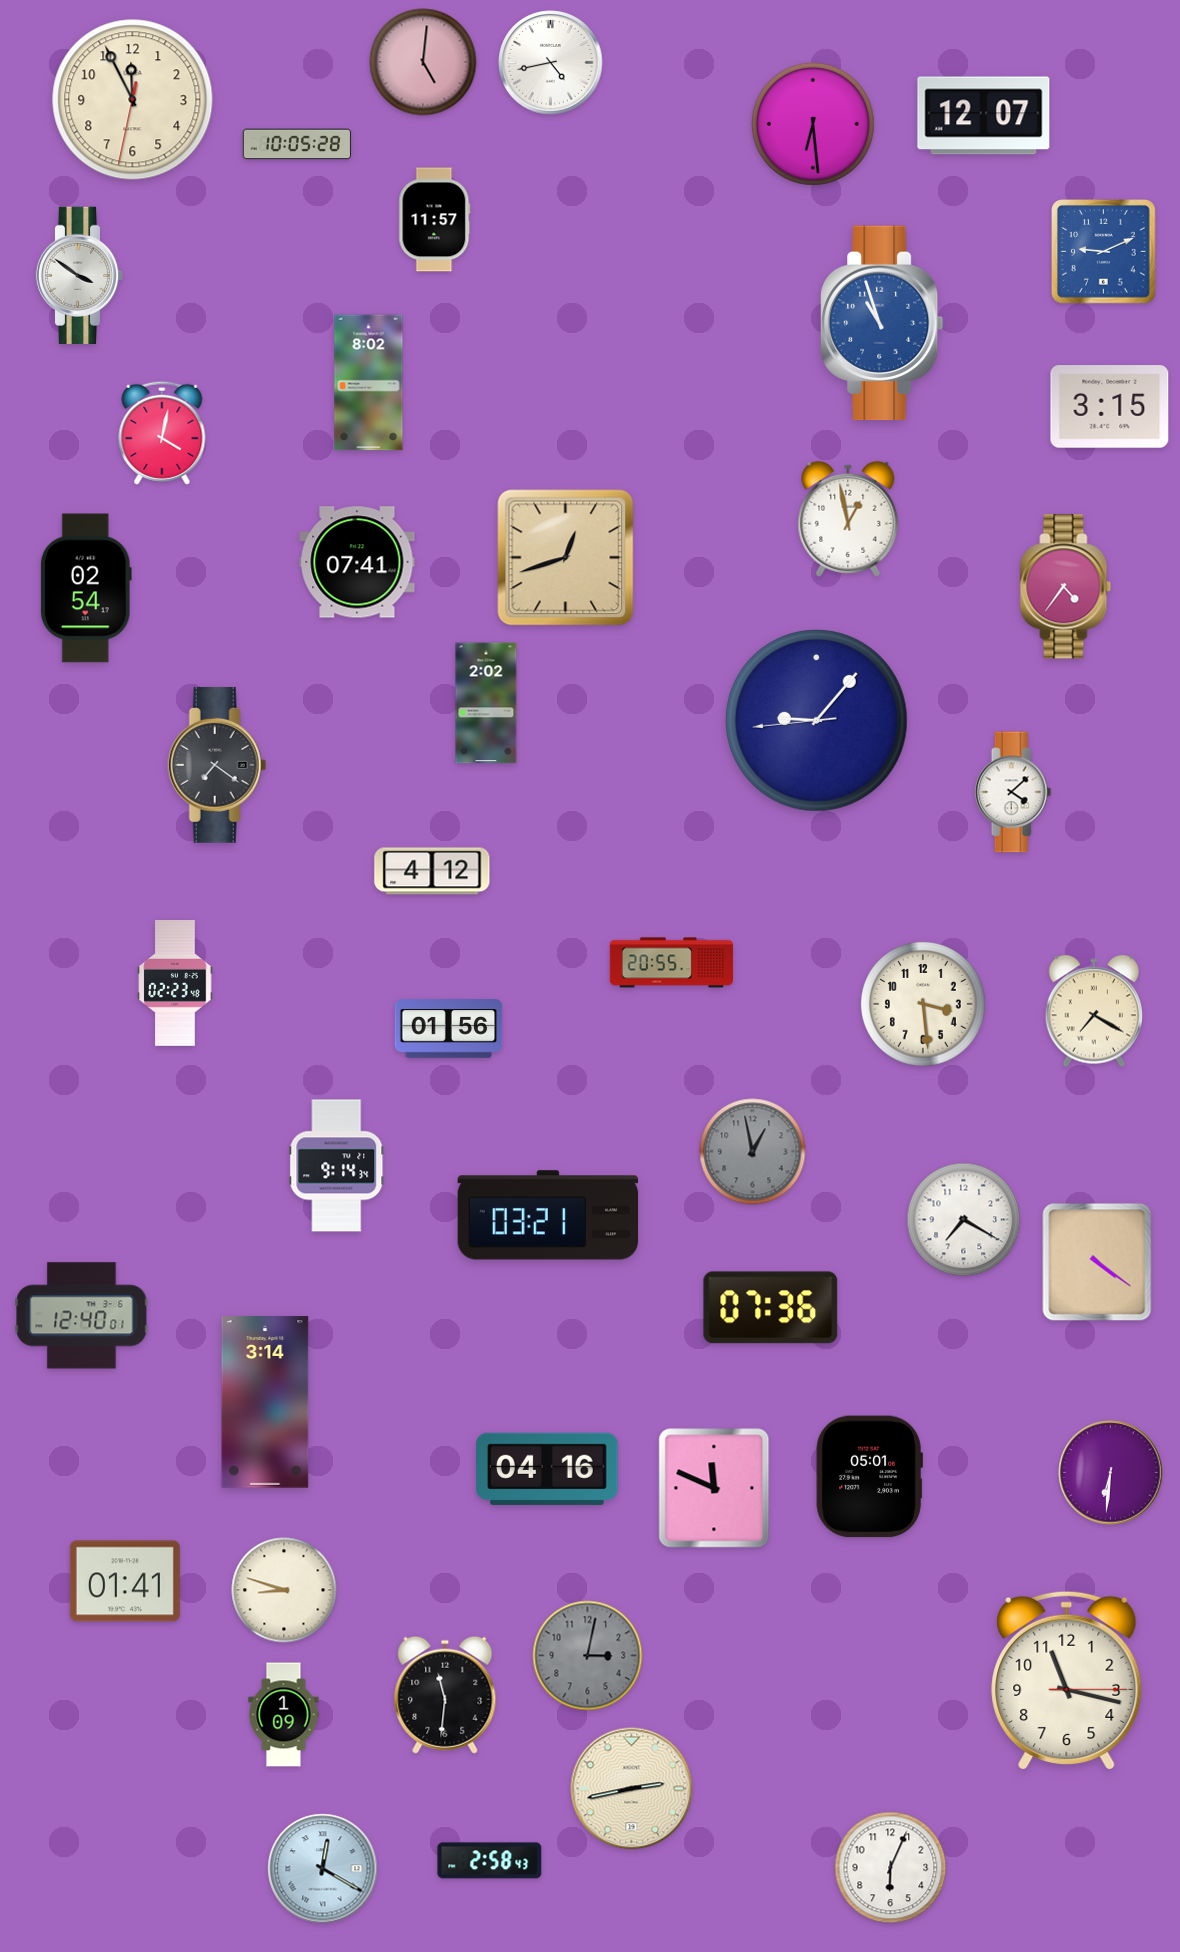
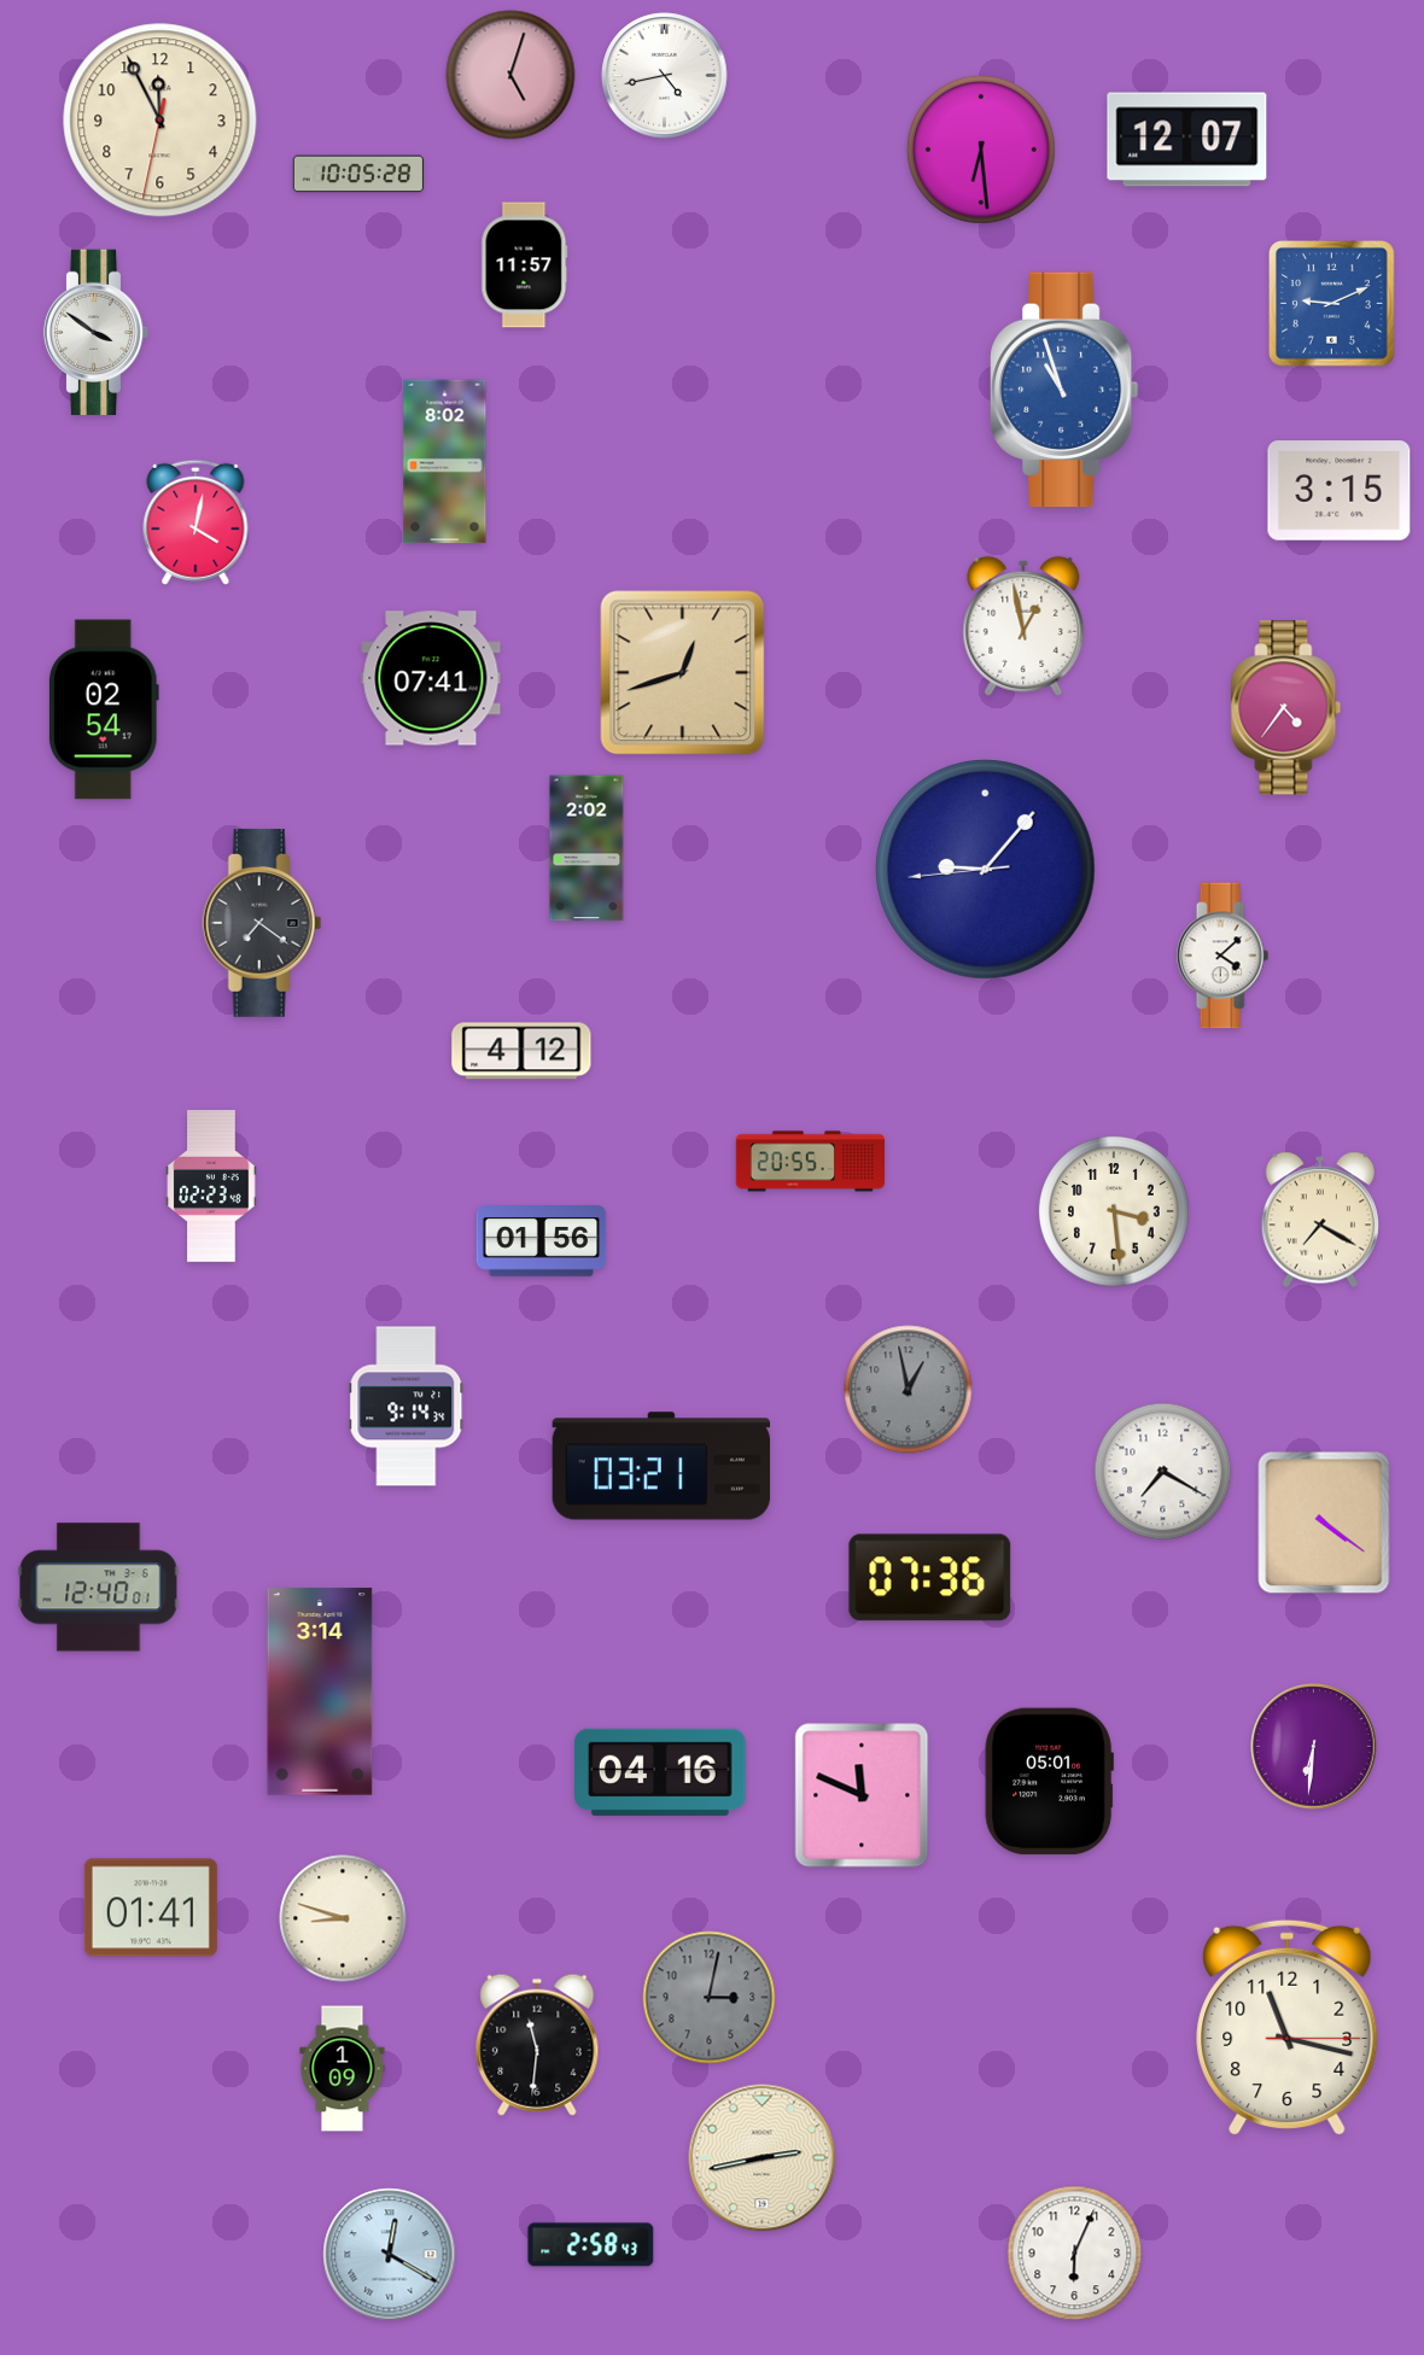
clock at (423, 62): 5:01 -> 5:03
clock at (1111, 1473) position: (1111, 1473) -> (1314, 1747)
